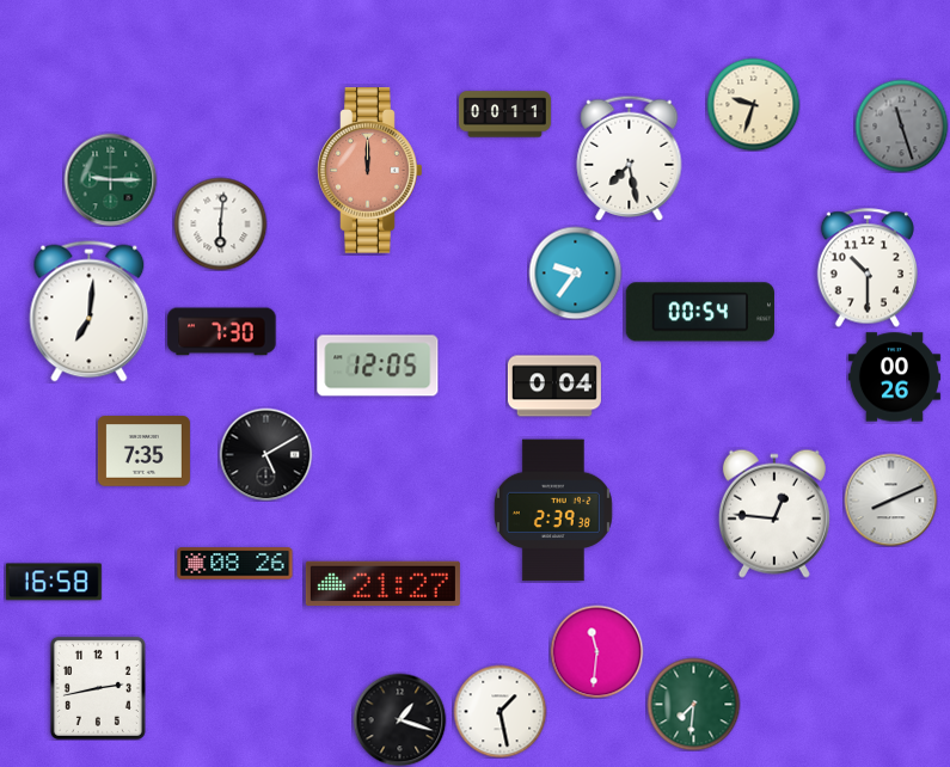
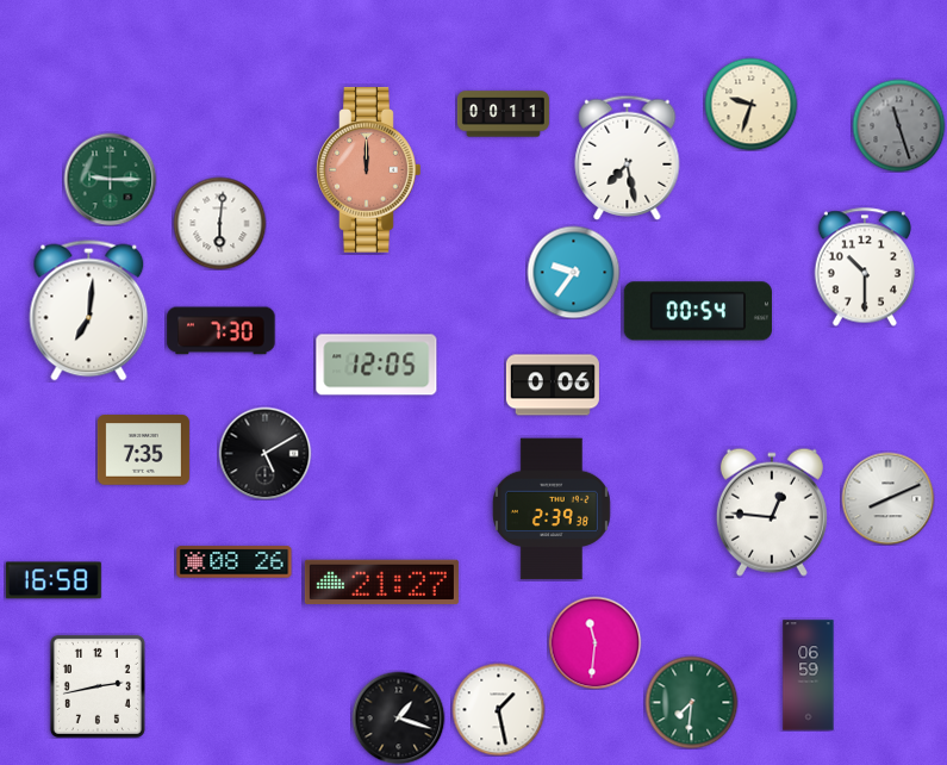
clock at (894, 378): 00:26 -> none
clock at (554, 386): 0:04 -> 0:06
clock at (596, 651) position: (596, 651) -> (594, 642)
clock at (809, 676): none -> 06:59
